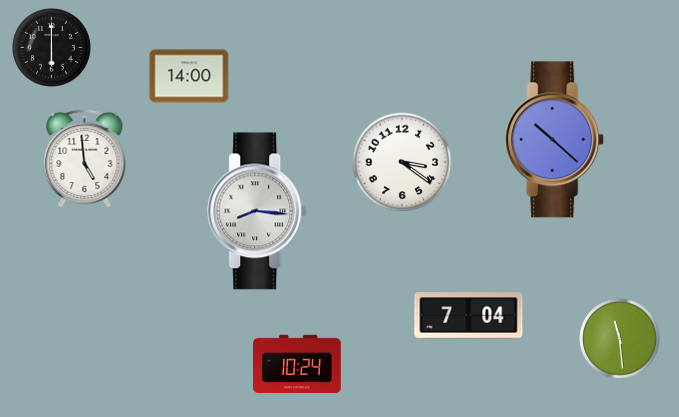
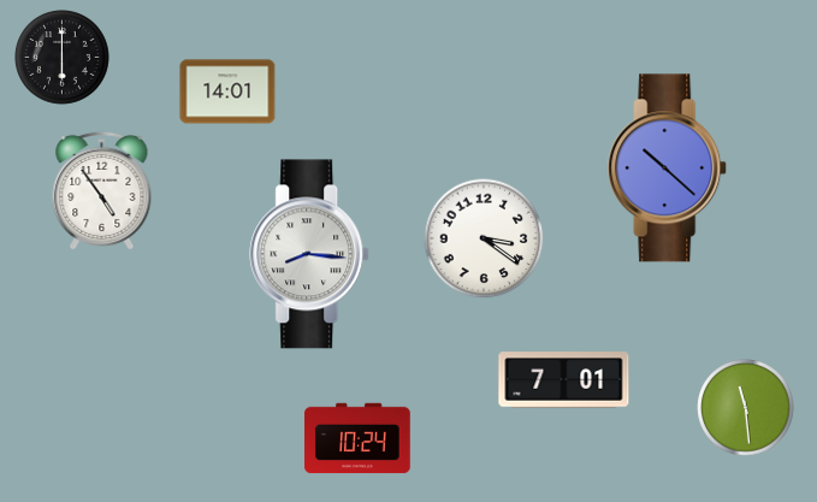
clock at (189, 76): 14:00 -> 14:01
clock at (85, 159): 4:59 -> 4:54
clock at (402, 162) position: (402, 162) -> (484, 238)
clock at (469, 316): 7:04 -> 7:01
